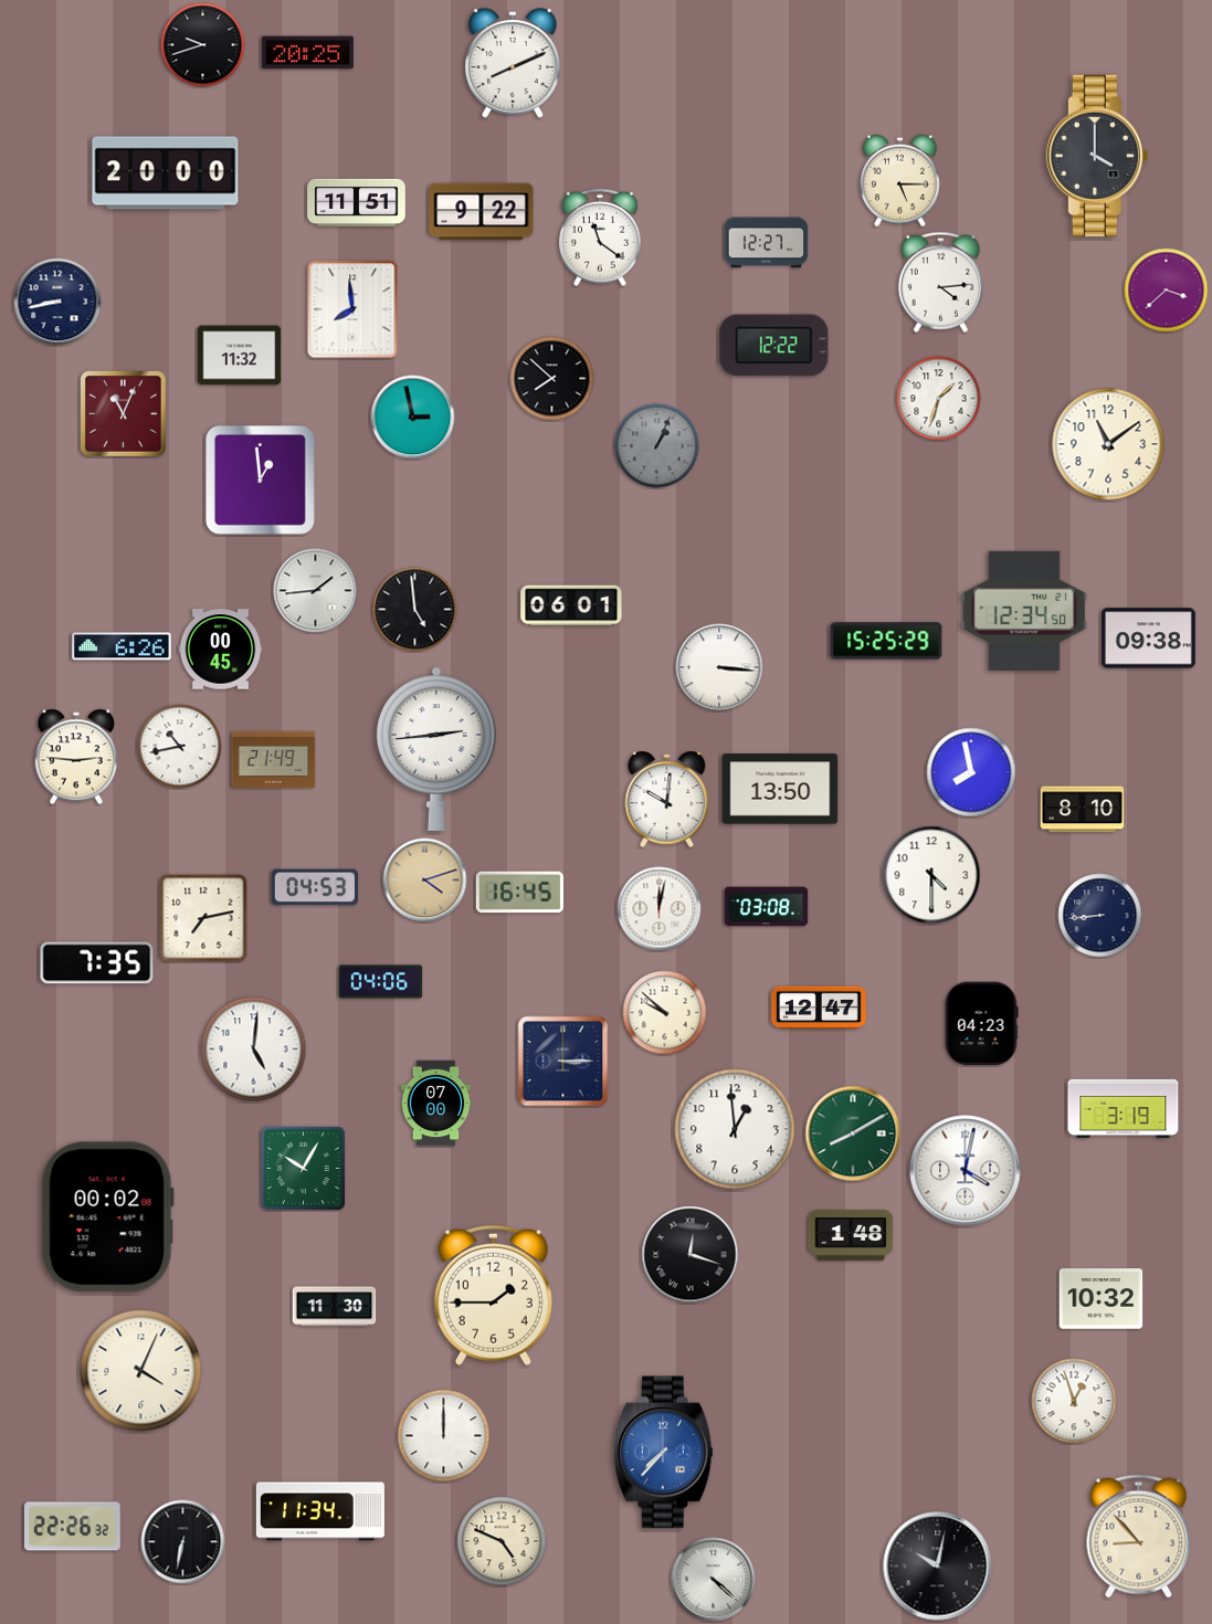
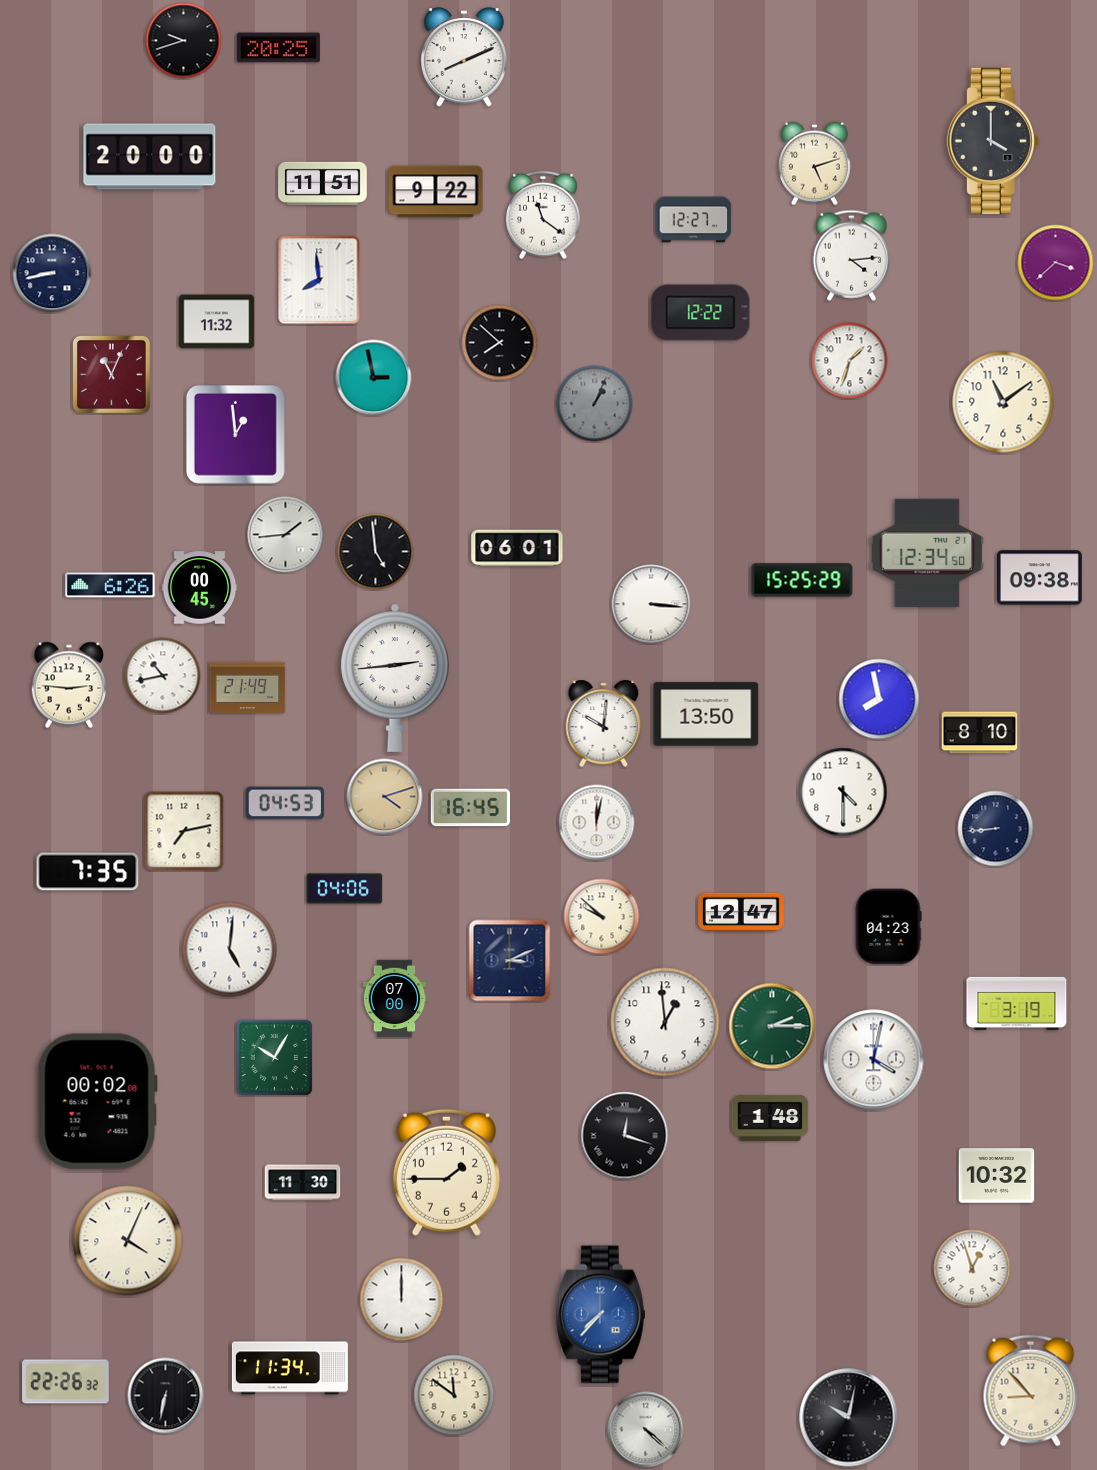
clock at (900, 181): 5:15 -> 5:12
clock at (767, 907): 03:08 -> none
clock at (563, 1062): 3:15 -> 3:11
clock at (853, 1133): 8:10 -> 2:15
clock at (502, 1541): 4:49 -> 11:51
